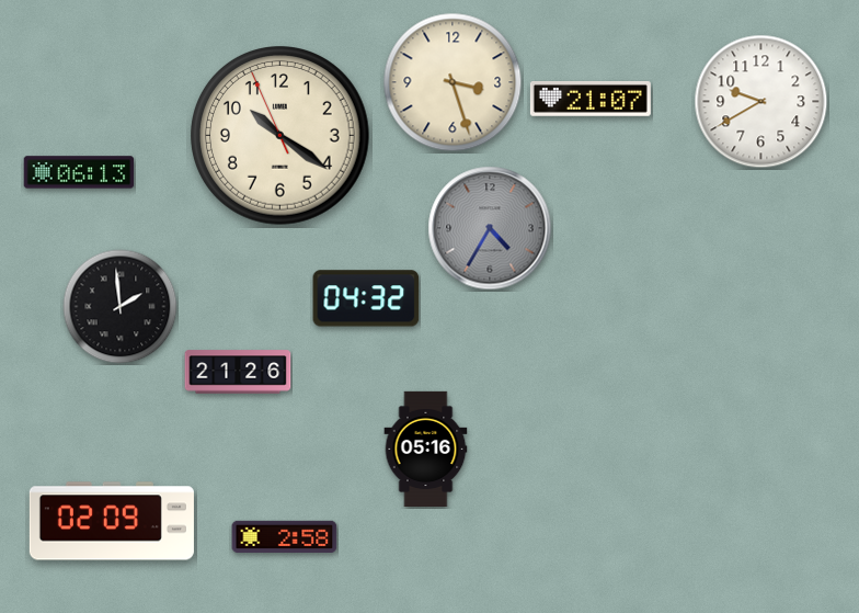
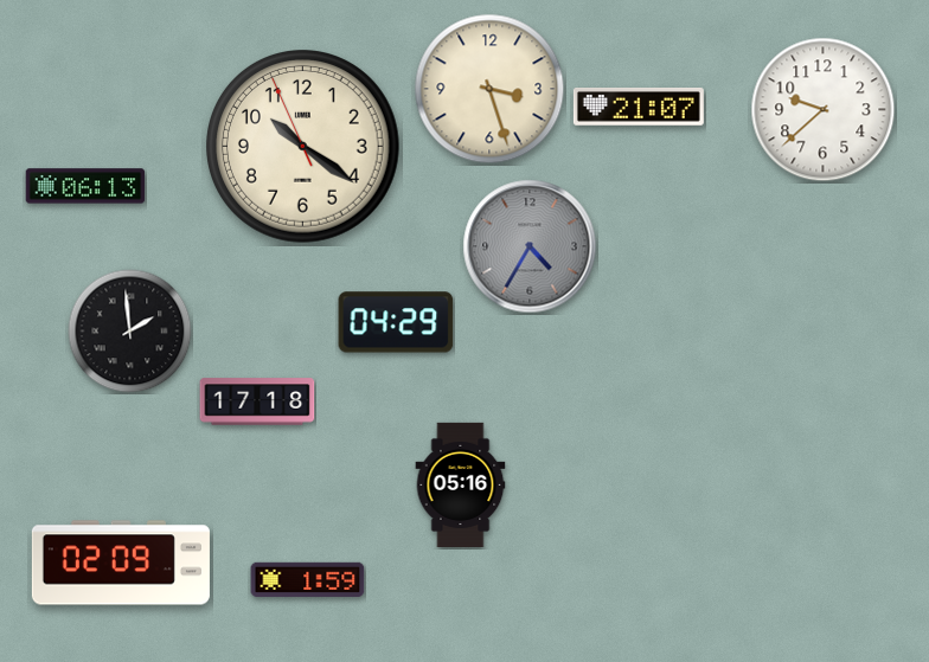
clock at (761, 102): 9:40 -> 9:38
clock at (366, 298): 04:32 -> 04:29
clock at (238, 372): 21:26 -> 17:18
clock at (285, 536): 2:58 -> 1:59
